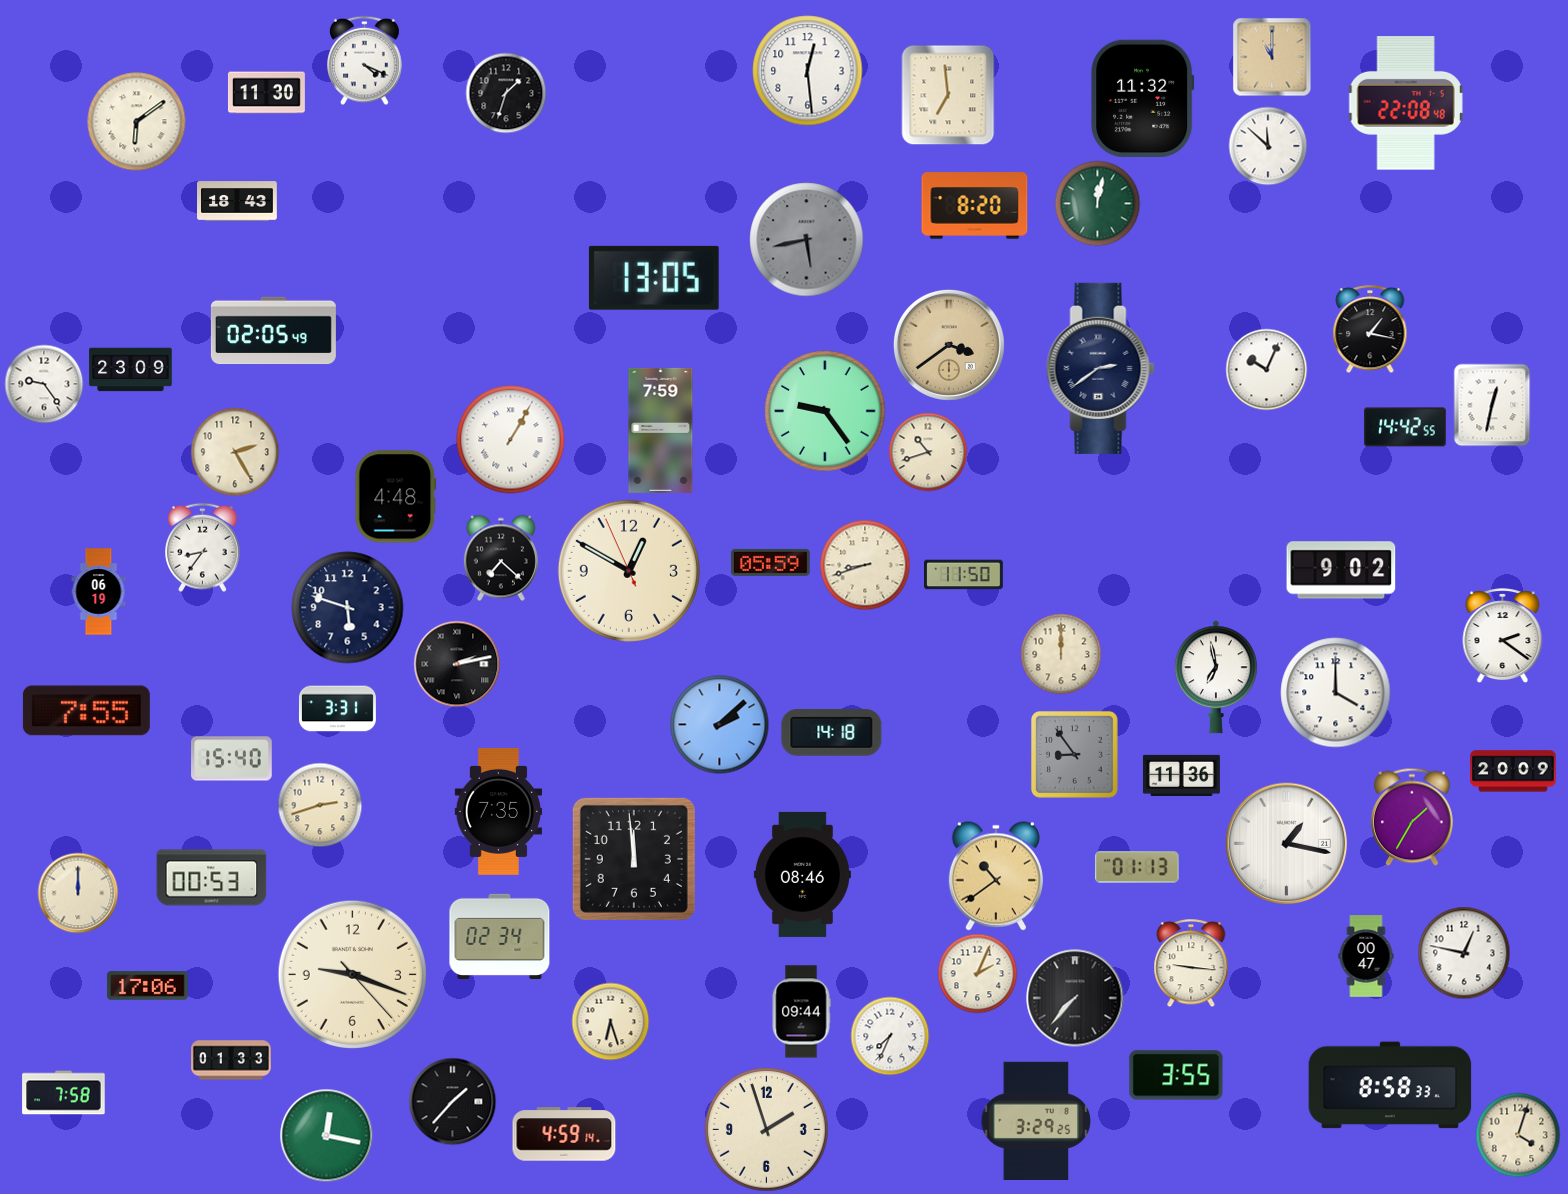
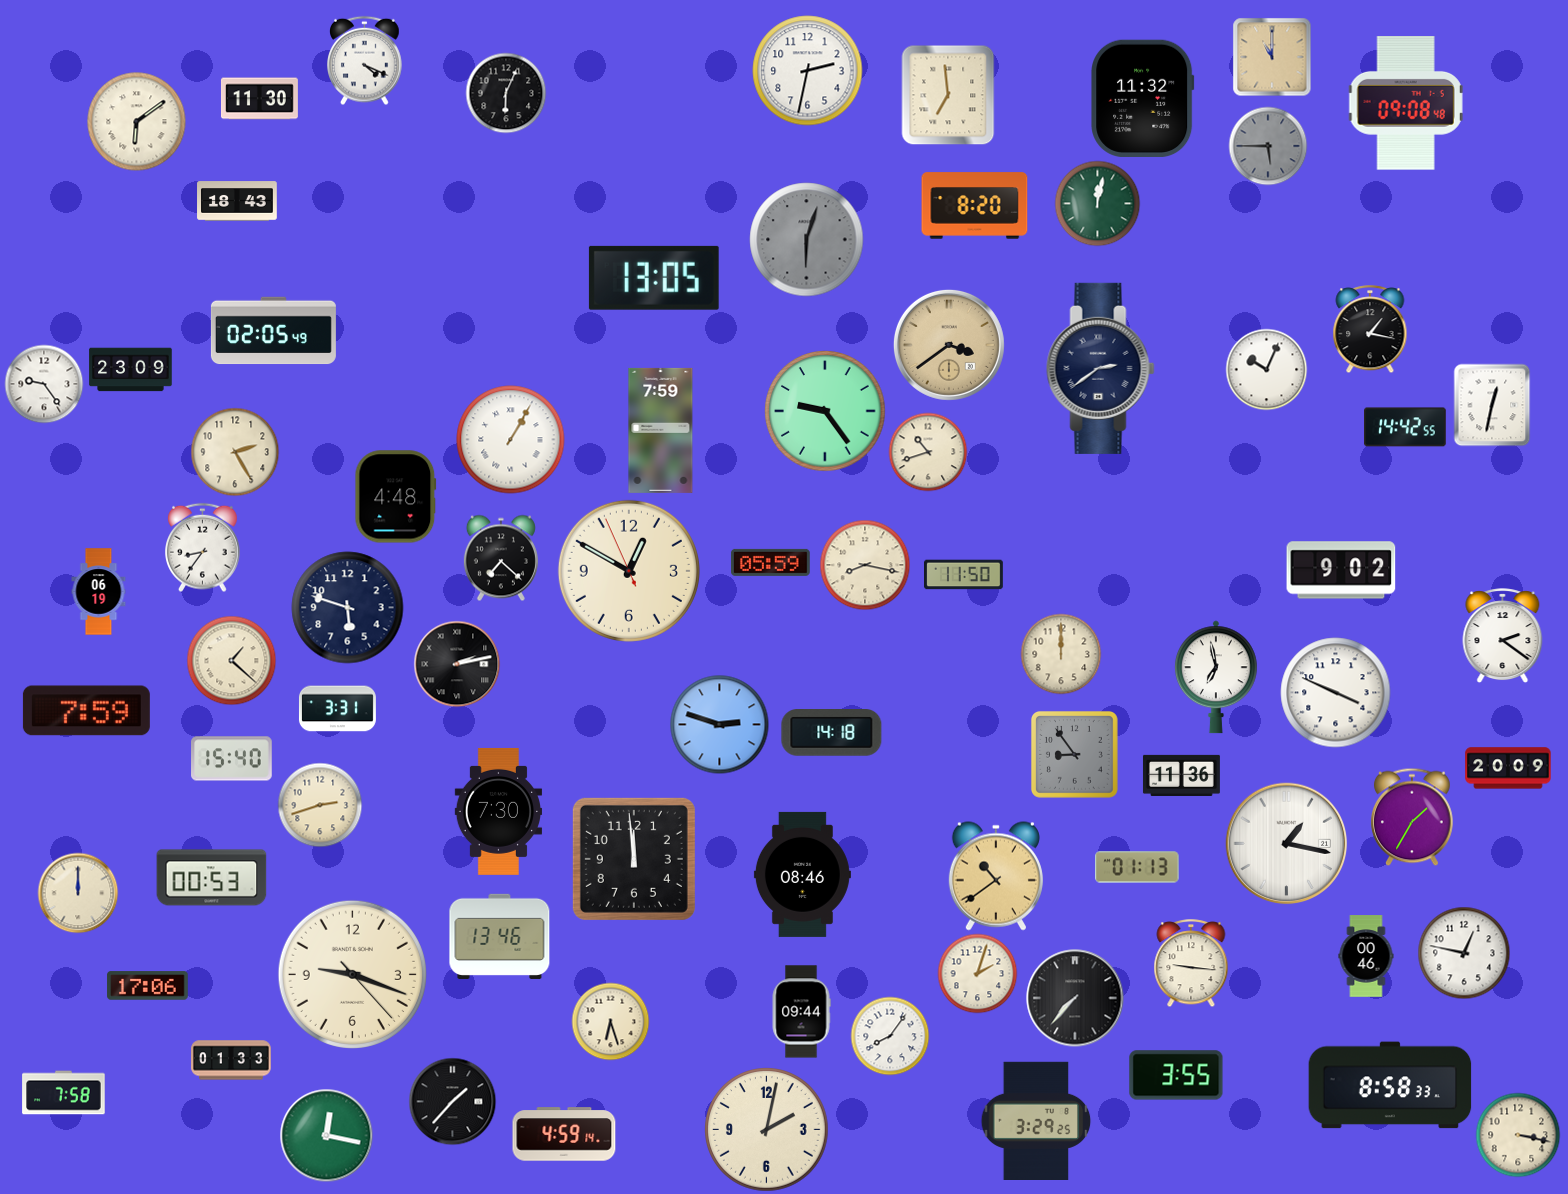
clock at (808, 71): 12:29 -> 2:32
clock at (266, 93) position: (266, 93) -> (259, 99)
clock at (506, 93): 1:33 -> 6:04
clock at (1406, 103): 22:08 -> 09:08
clock at (1268, 146): 11:52 -> 5:45
clock at (1268, 146) dial: white -> grey
clock at (807, 240): 5:43 -> 6:03
clock at (865, 565): 8:42 -> 8:17
clock at (231, 660): none -> 1:22
clock at (1336, 693): 4:00 -> 3:49
clock at (86, 711): 7:55 -> 7:59
clock at (720, 725): 2:08 -> 2:48
clock at (1513, 771) position: (1513, 771) -> (1508, 768)
clock at (498, 811): 7:35 -> 7:30
clock at (500, 936): 02:34 -> 13:46
clock at (1366, 956): 00:47 -> 00:46
clock at (977, 973): 2:04 -> 2:03
clock at (890, 1036): 7:34 -> 8:06
clock at (767, 1130): 1:57 -> 2:02
clock at (1518, 1135): 4:03 -> 3:17
